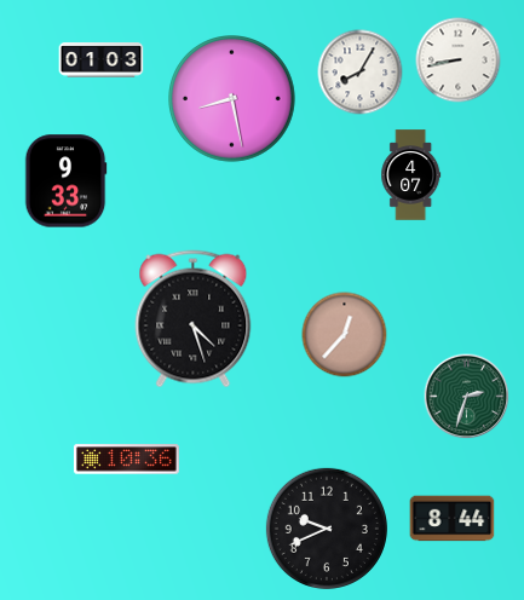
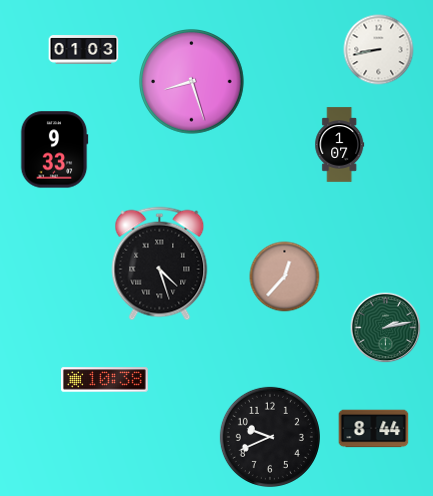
clock at (361, 73): 8:05 -> none
clock at (232, 99): 8:28 -> 8:27
clock at (411, 175): 4:07 -> 1:07
clock at (467, 397): 2:33 -> 2:13
clock at (126, 460): 10:36 -> 10:38
